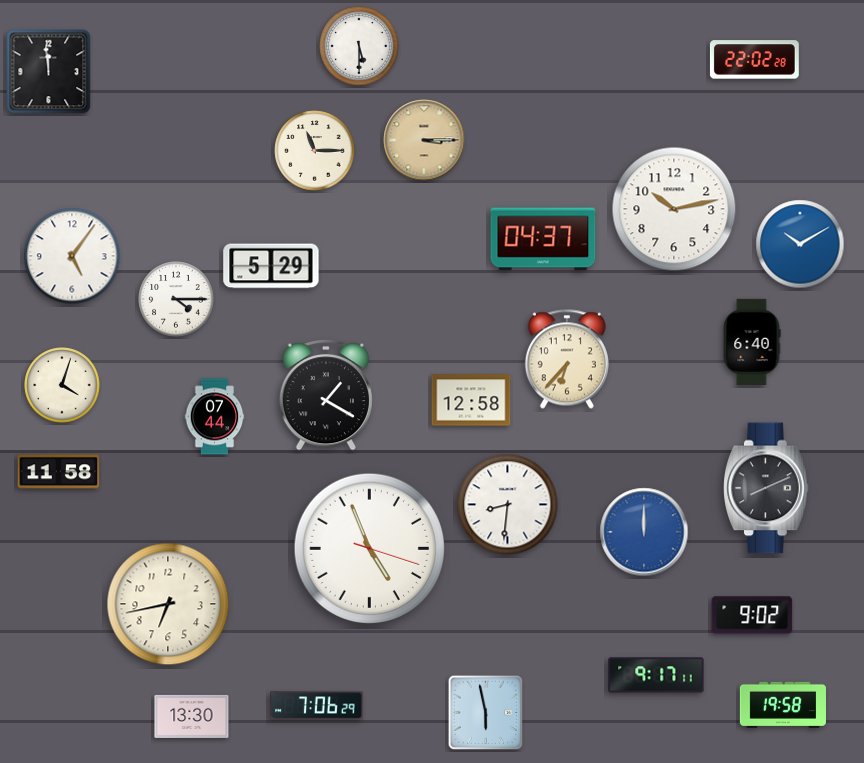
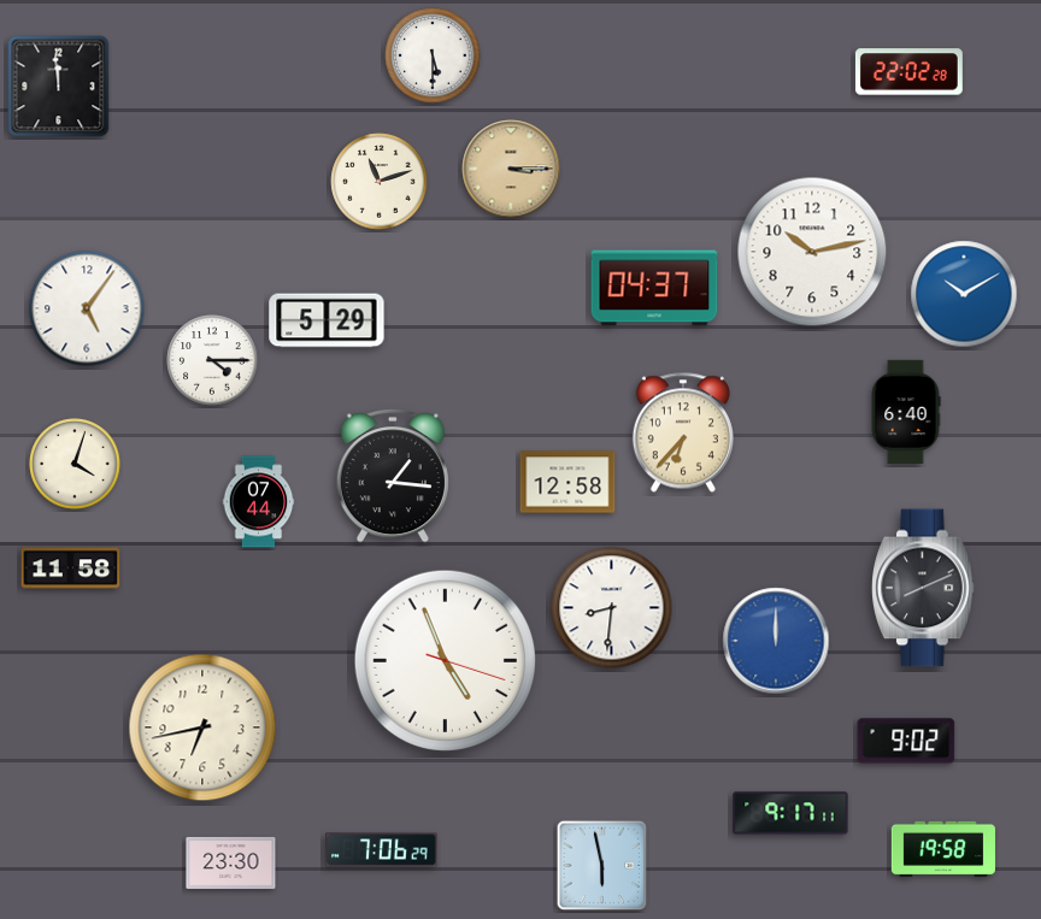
clock at (315, 151): 11:15 -> 11:12
clock at (326, 396): 1:20 -> 1:16
clock at (486, 713) position: (486, 713) -> (602, 866)
clock at (192, 716): 13:30 -> 23:30
